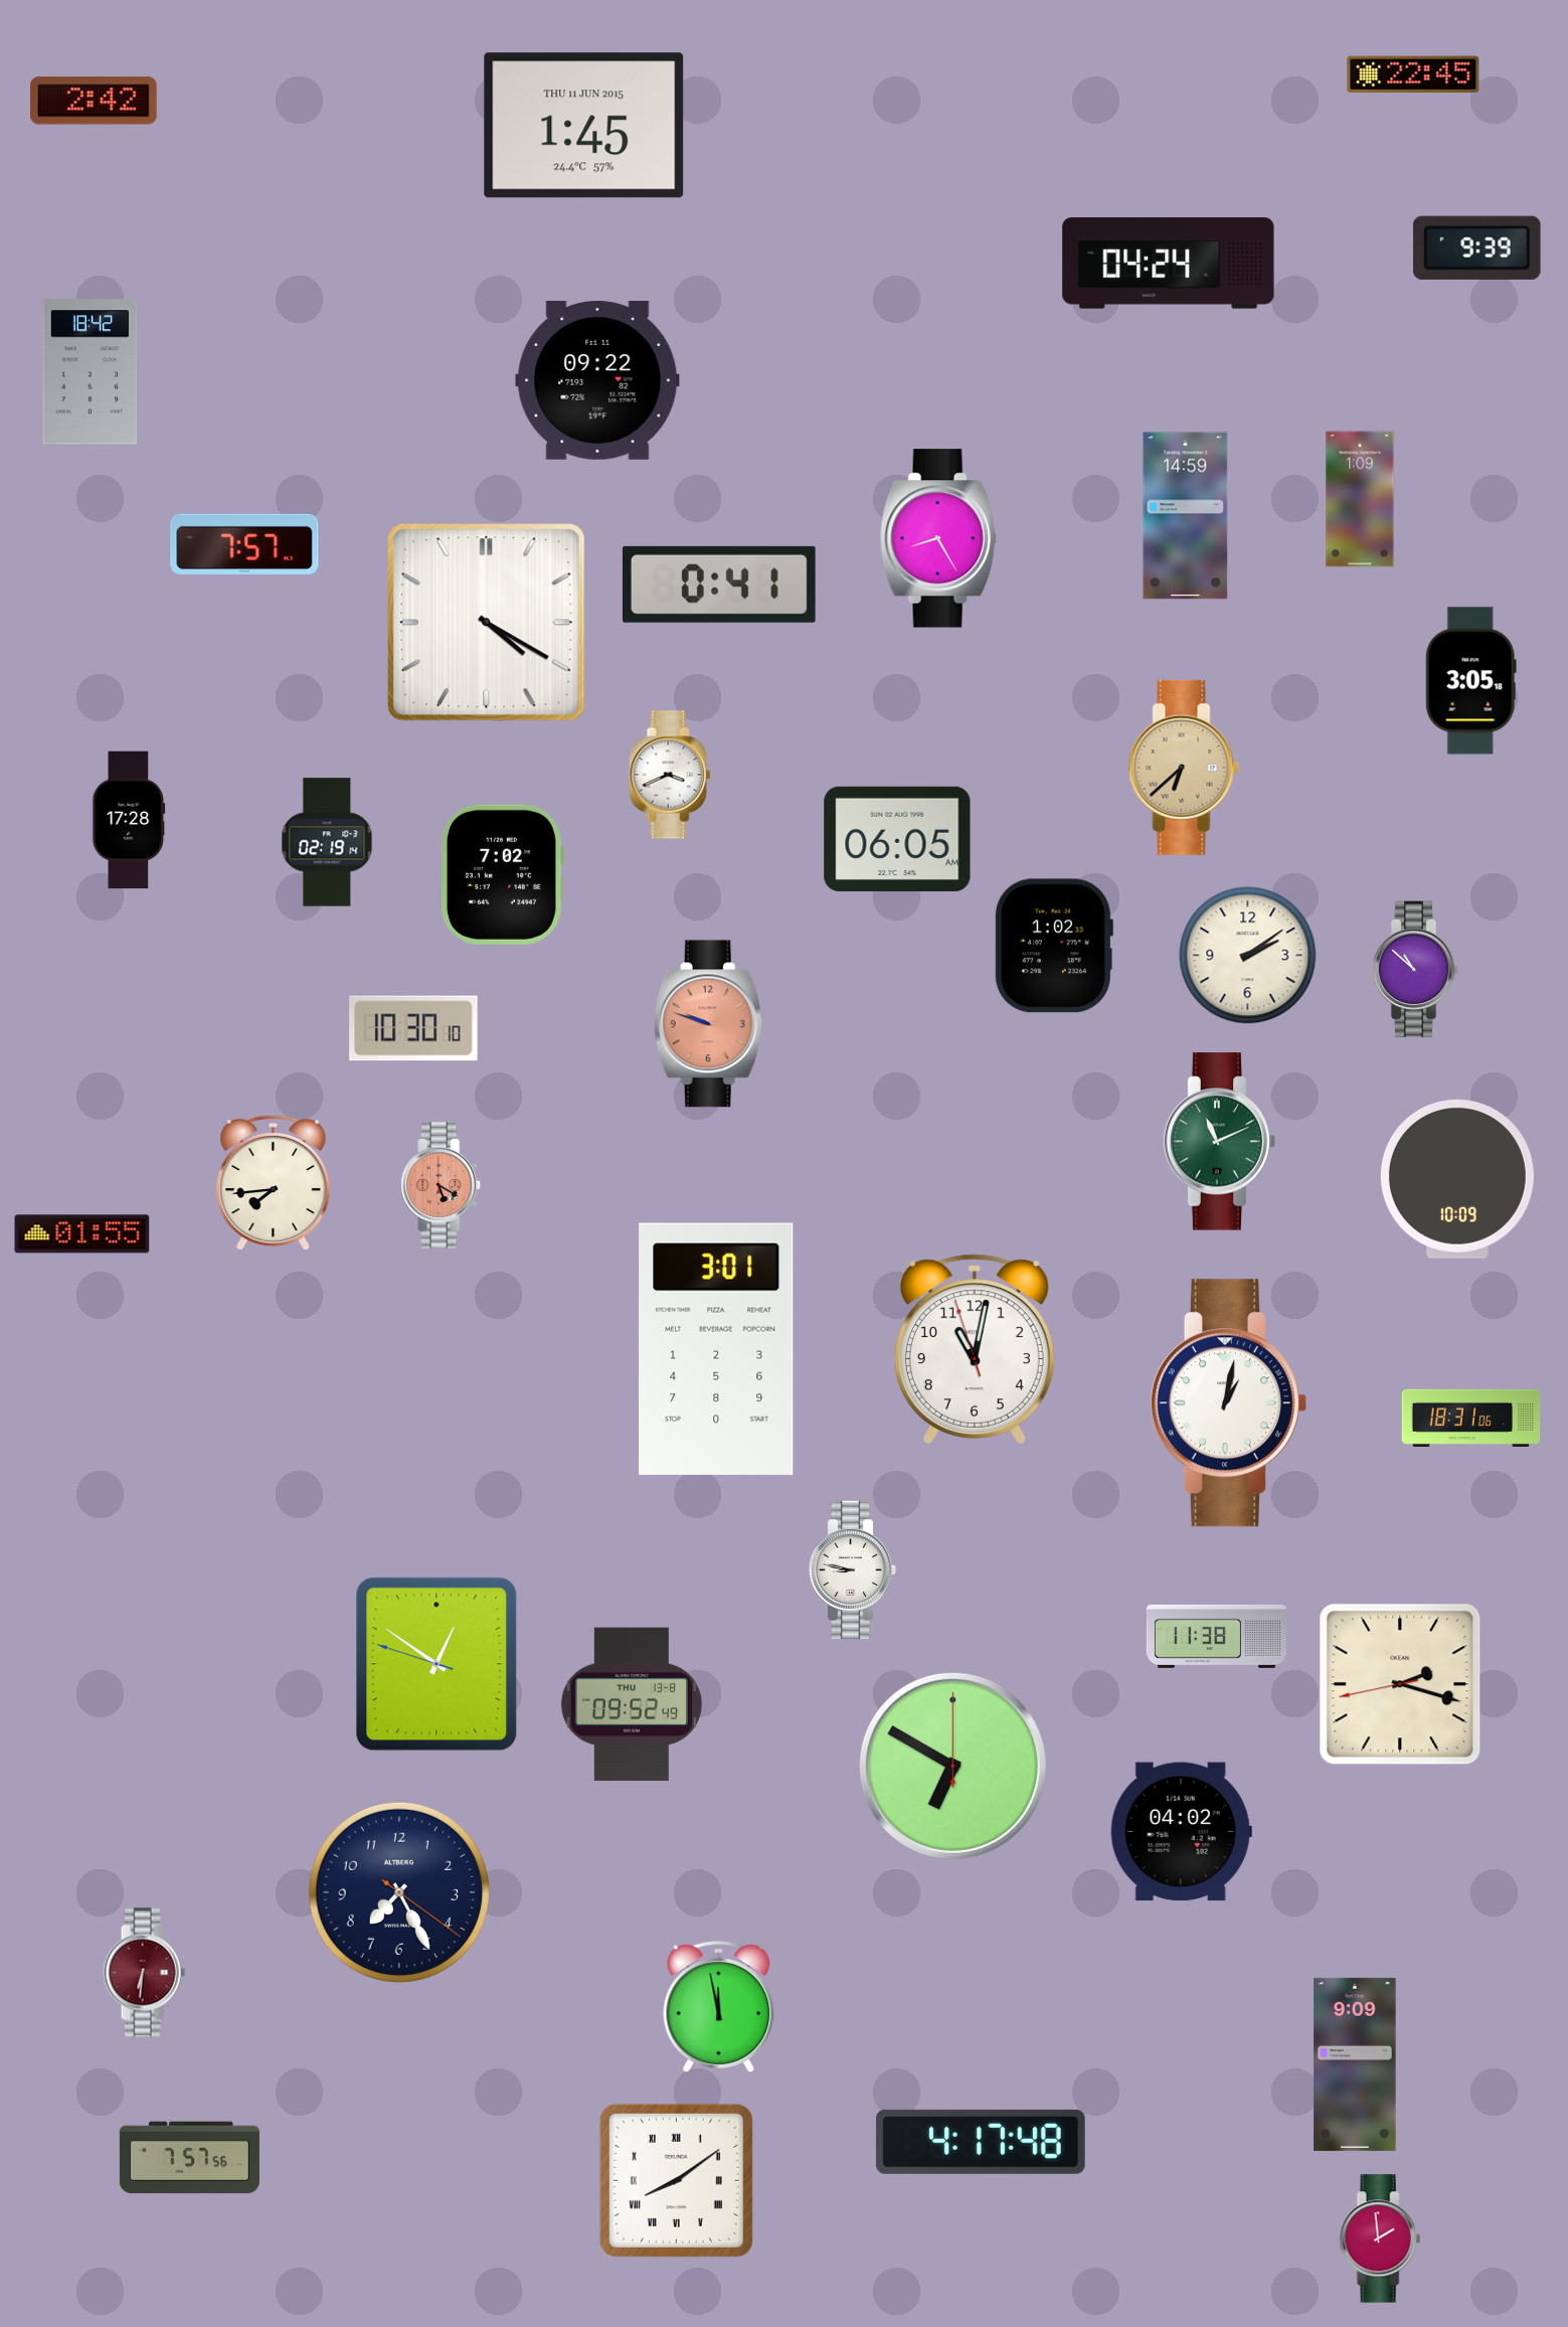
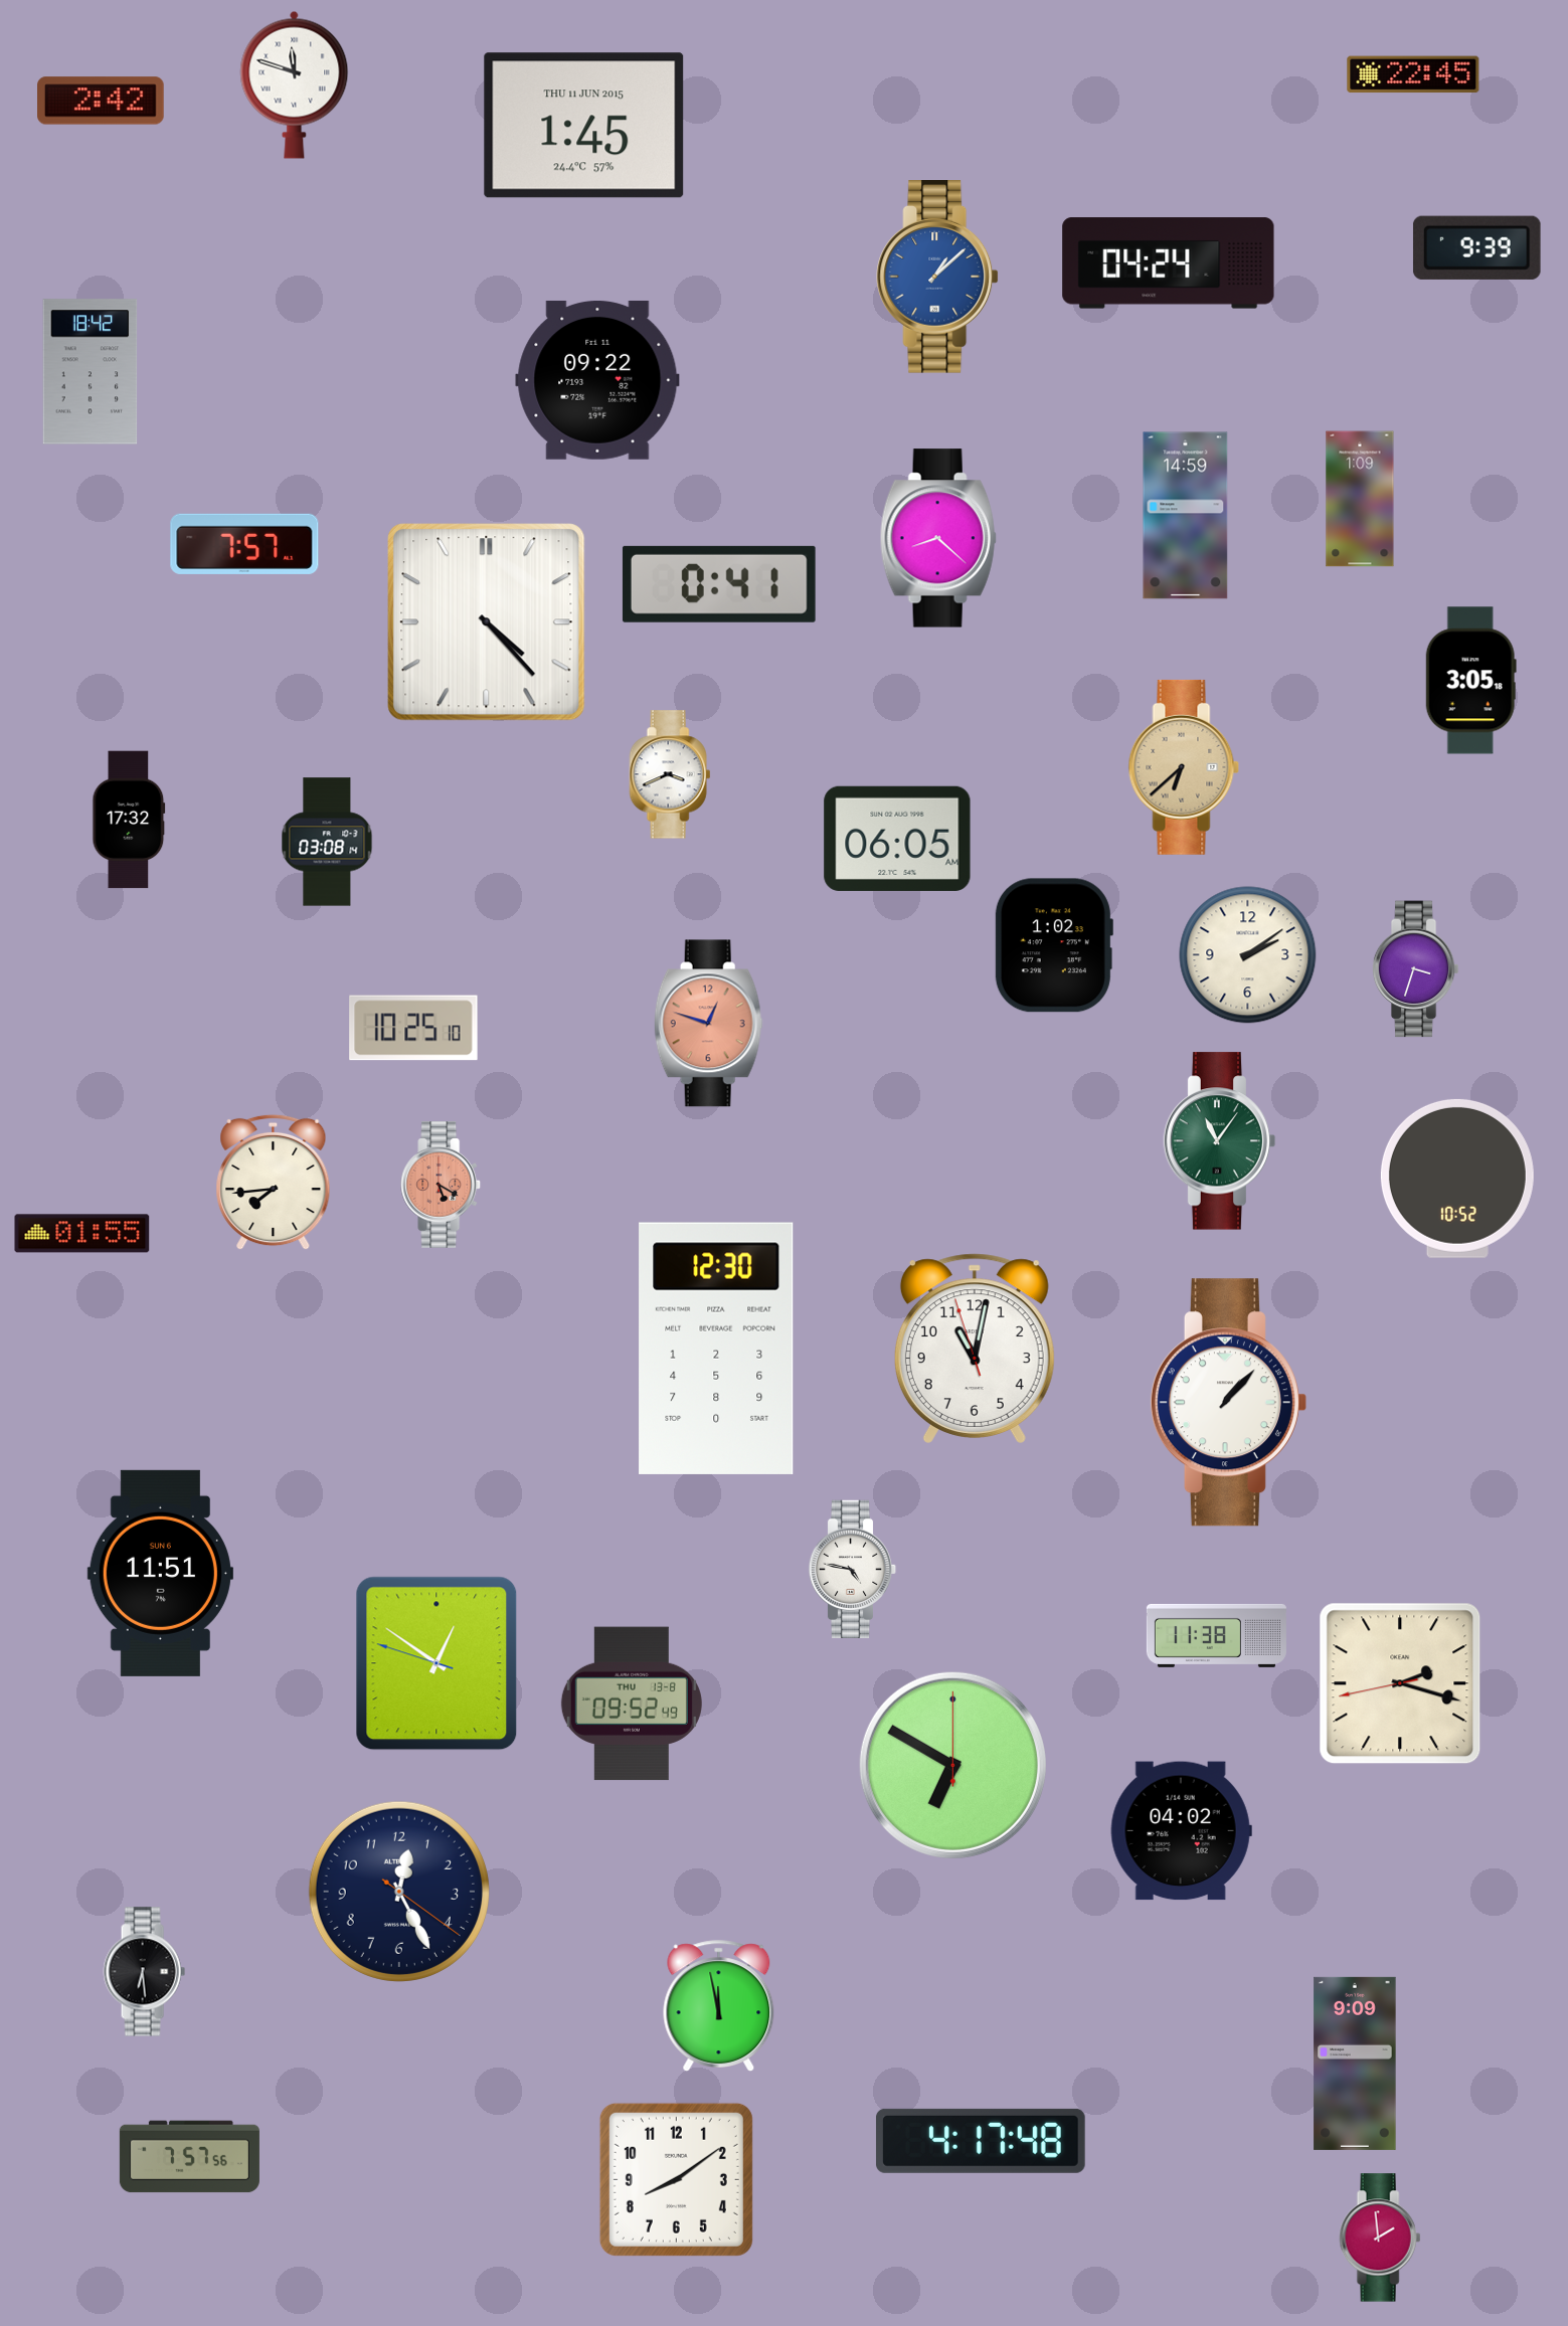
clock at (295, 84): none -> 11:48
clock at (95, 101) position: (95, 101) -> (102, 101)
clock at (937, 278): none -> 1:08
clock at (938, 538): 8:25 -> 8:22
clock at (487, 623): 4:20 -> 4:23
clock at (129, 820): 17:28 -> 17:32
clock at (327, 842): 02:19 -> 03:08
clock at (502, 874): 7:02 -> none
clock at (1415, 970): 10:52 -> 3:33
clock at (708, 1024): 9:48 -> 12:48
clock at (413, 1028): 10:30 -> 10:25
clock at (1220, 1142): 11:11 -> 11:06
clock at (1457, 1179): 10:09 -> 10:52
clock at (716, 1349): 3:01 -> 12:30
clock at (1228, 1403): 1:02 -> 1:07
clock at (1471, 1418): 18:31 -> none
clock at (853, 1569): 8:47 -> 4:47
clock at (160, 1573): none -> 11:51
clock at (399, 1892): 7:25 -> 12:25
clock at (144, 1973): 6:31 -> 6:29
clock at (144, 1973) dial: burgundy -> black
clock at (676, 2180) numerals: Roman -> Arabic
